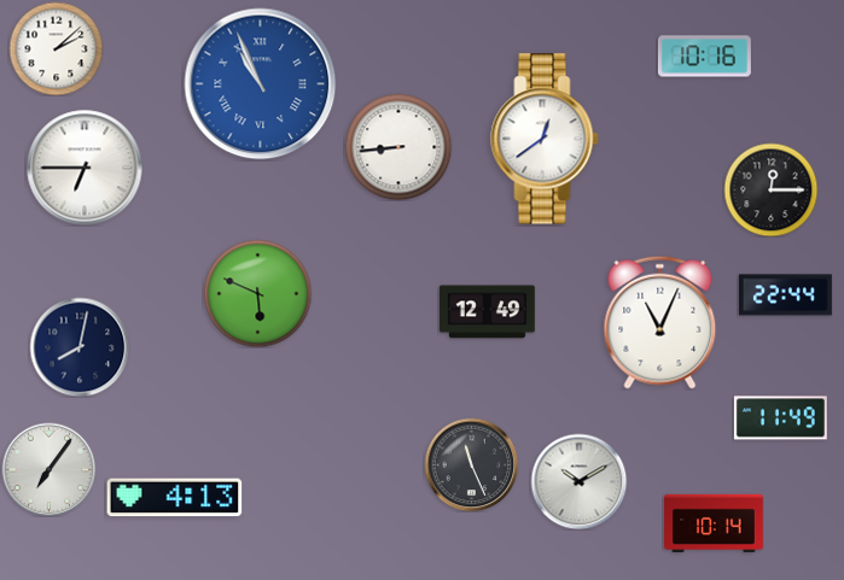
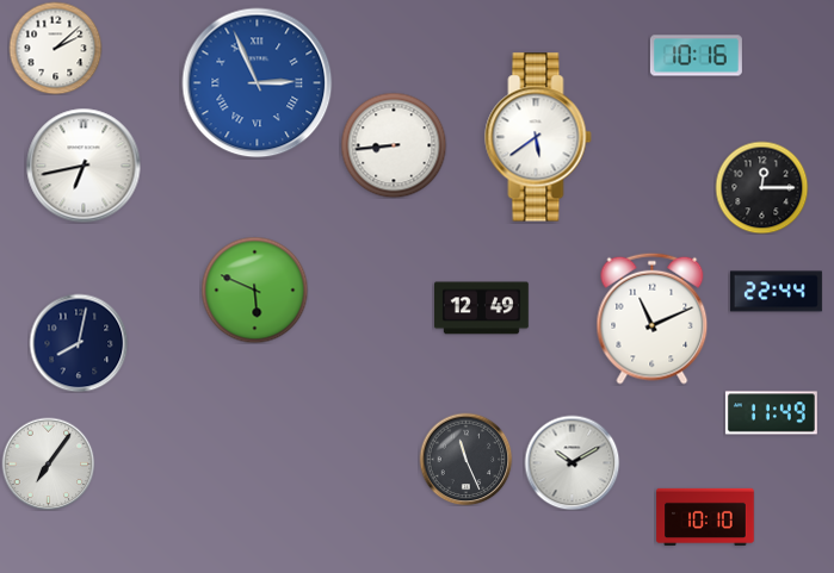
clock at (261, 84): 10:56 -> 2:56
clock at (545, 139): 12:39 -> 5:39
clock at (85, 168): 6:45 -> 6:43
clock at (660, 322): 11:04 -> 11:11
clock at (578, 481) position: (578, 481) -> (572, 462)
clock at (175, 498): 4:13 -> none
clock at (714, 523): 10:14 -> 10:10
